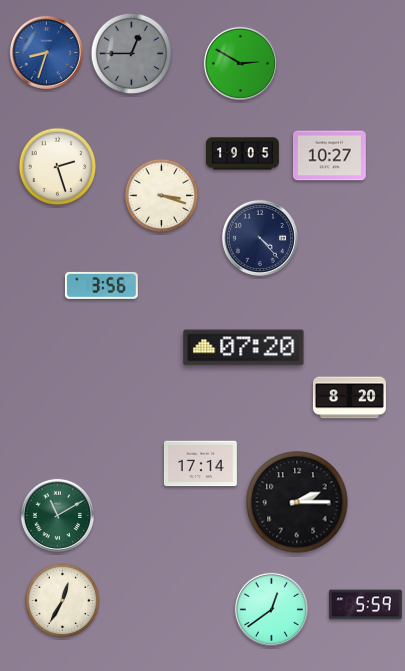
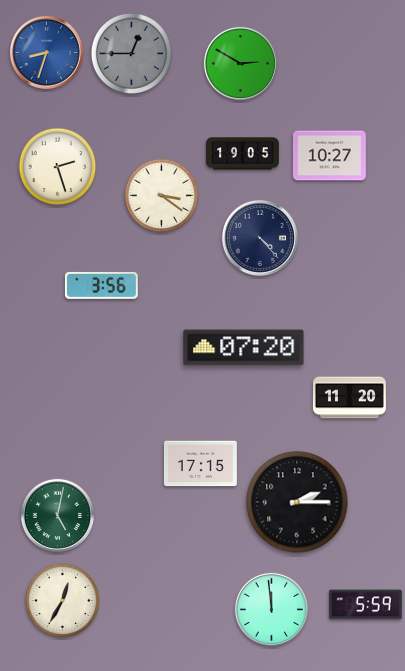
clock at (162, 196): 3:18 -> 3:21
clock at (350, 398): 8:20 -> 11:20
clock at (200, 464): 17:14 -> 17:15
clock at (57, 515): 11:10 -> 5:02
clock at (271, 609): 12:39 -> 11:59
